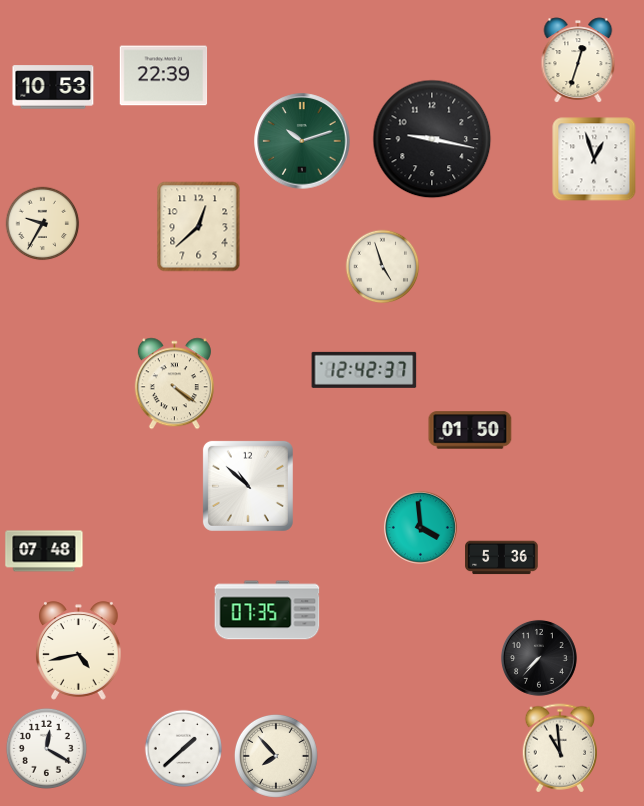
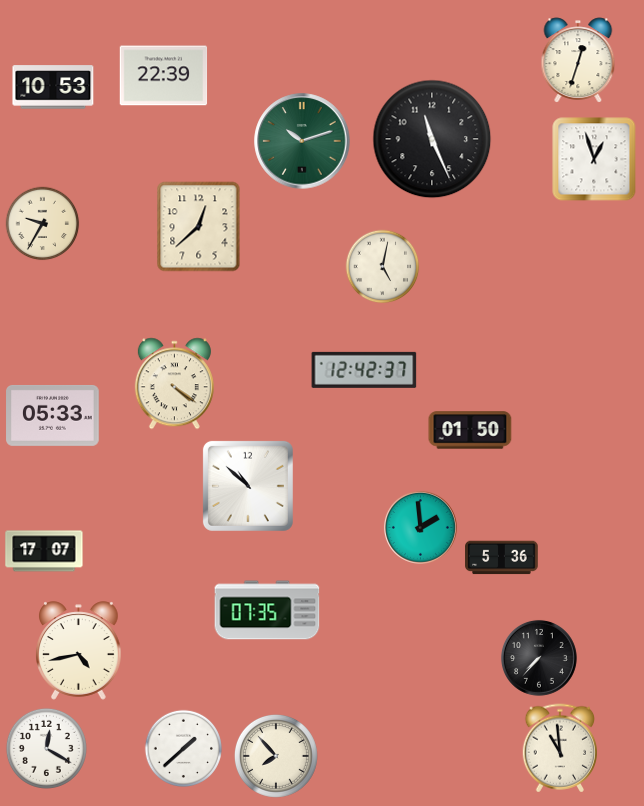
clock at (432, 139): 9:17 -> 11:26
clock at (383, 267): 4:57 -> 5:02
clock at (53, 415): none -> 05:33
clock at (420, 527): 3:59 -> 1:59
clock at (44, 551): 07:48 -> 17:07
